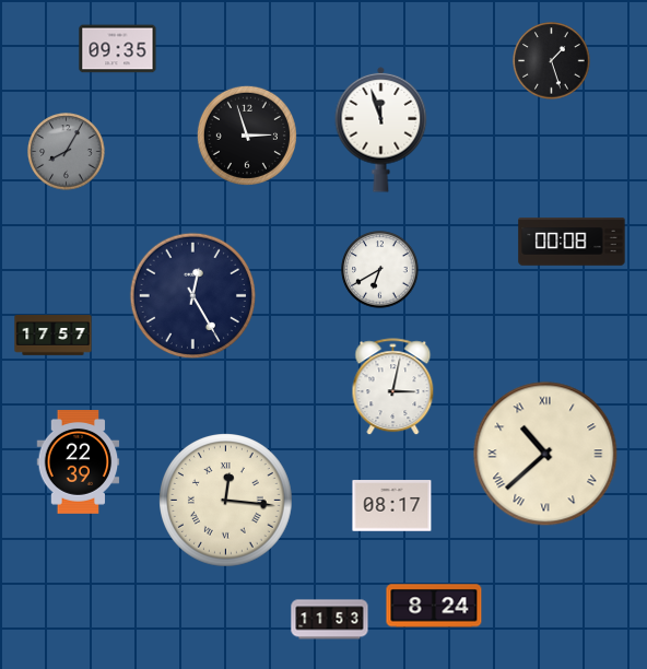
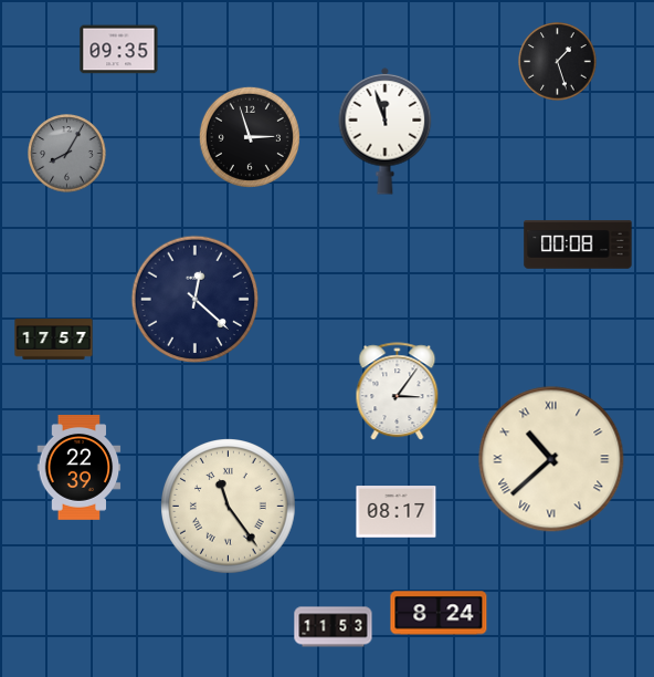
clock at (380, 270): 6:40 -> none
clock at (192, 295): 12:25 -> 12:22
clock at (393, 387): 3:02 -> 3:06
clock at (226, 501): 12:16 -> 11:24
